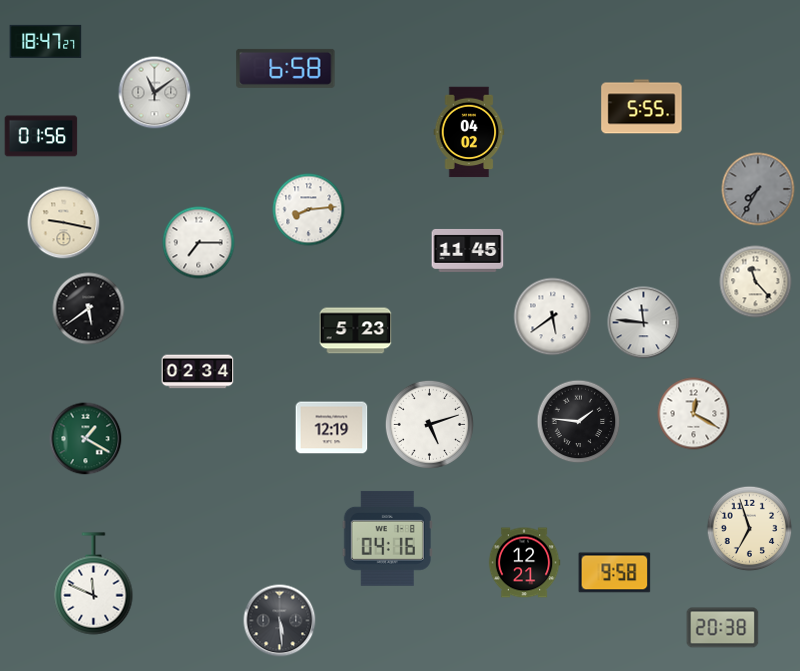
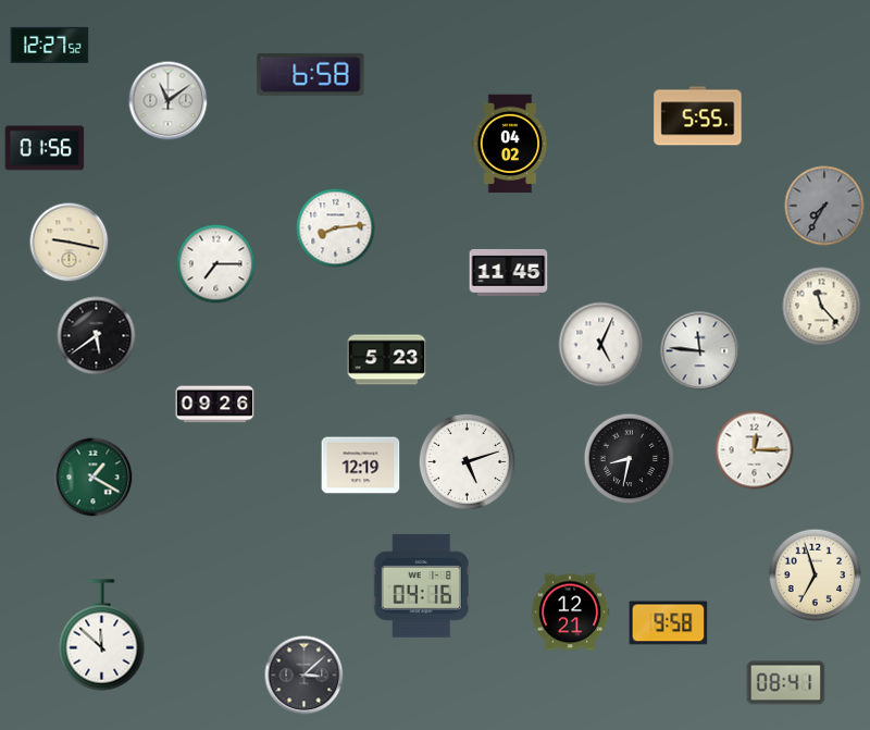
clock at (46, 41): 18:47 -> 12:27
clock at (553, 317): 5:39 -> 5:04
clock at (198, 372): 02:34 -> 09:26
clock at (694, 414): 12:20 -> 12:15
clock at (579, 422): 1:46 -> 8:32
clock at (94, 584): 11:49 -> 11:52
clock at (280, 621): 5:29 -> 3:08
clock at (723, 628): 20:38 -> 08:41
